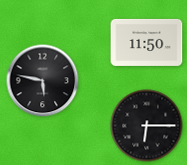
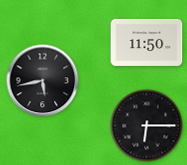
clock at (43, 81): 5:47 -> 5:43
